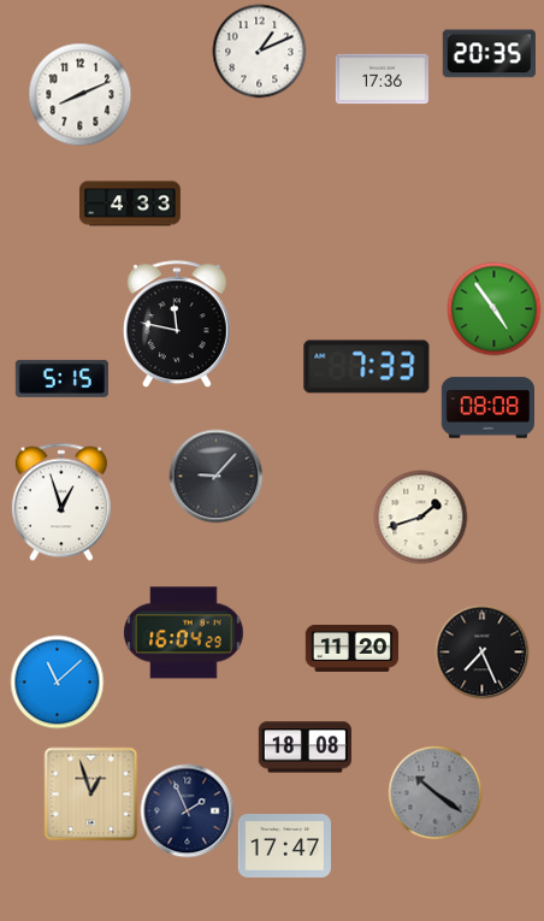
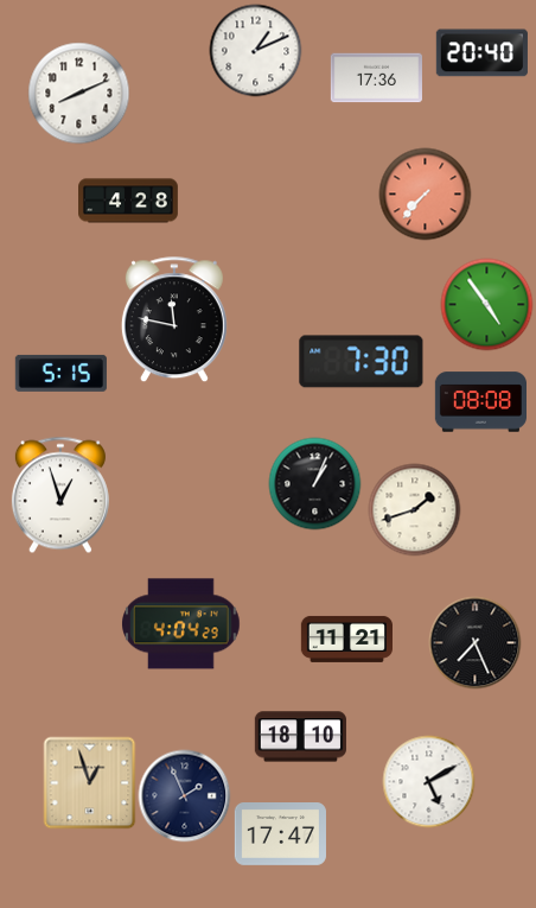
clock at (489, 54): 20:35 -> 20:40
clock at (425, 193): none -> 7:37
clock at (131, 203): 4:33 -> 4:28
clock at (367, 367): 7:33 -> 7:30
clock at (215, 476): 9:07 -> none
clock at (314, 483): none -> 1:04
clock at (184, 633): 16:04 -> 4:04
clock at (351, 648): 11:20 -> 11:21
clock at (57, 681): 11:08 -> none
clock at (304, 748): 18:08 -> 18:10
clock at (434, 792): 10:21 -> 5:10
clock at (434, 792) dial: grey -> white
clock at (187, 810) position: (187, 810) -> (184, 795)
